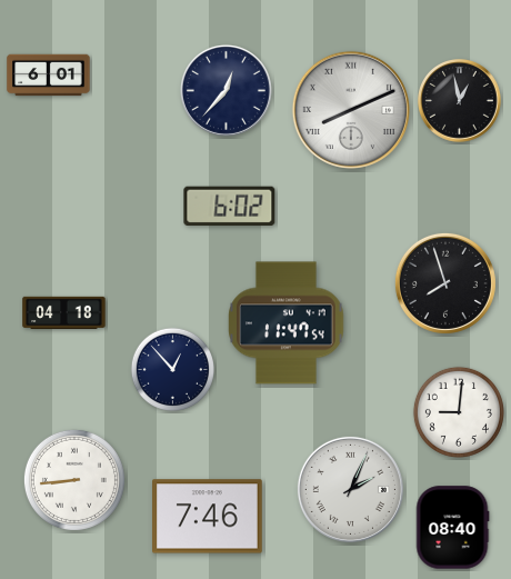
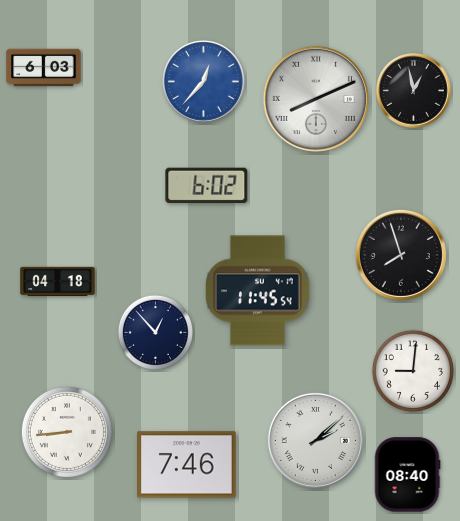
clock at (49, 76): 6:01 -> 6:03
clock at (226, 90) dial: navy -> blue
clock at (287, 323): 11:47 -> 11:45
clock at (350, 489): 2:04 -> 2:08
